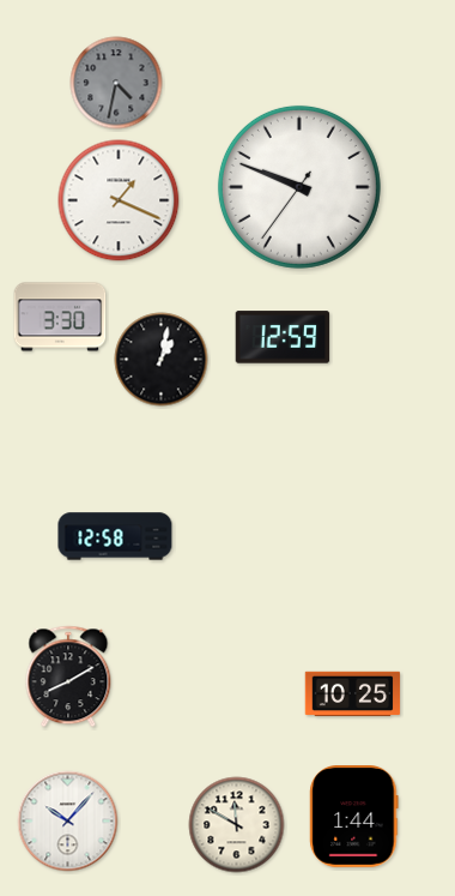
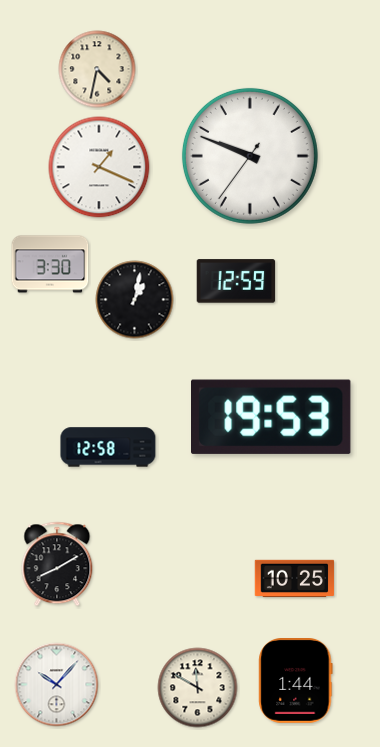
clock at (116, 83) dial: grey -> cream
clock at (272, 417): none -> 19:53
clock at (115, 536) position: (115, 536) -> (108, 447)
